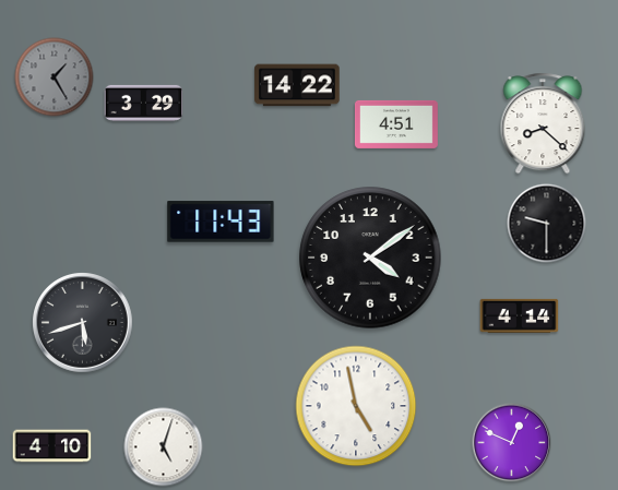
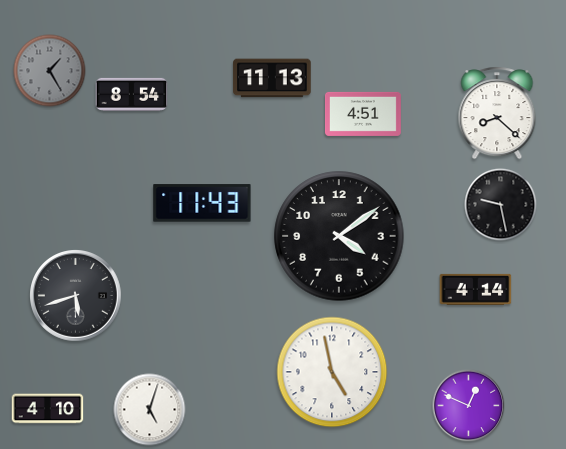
clock at (297, 85): 14:22 -> 11:13
clock at (144, 103): 3:29 -> 8:54
clock at (547, 224): 9:30 -> 9:28
clock at (356, 406) position: (356, 406) -> (332, 372)
